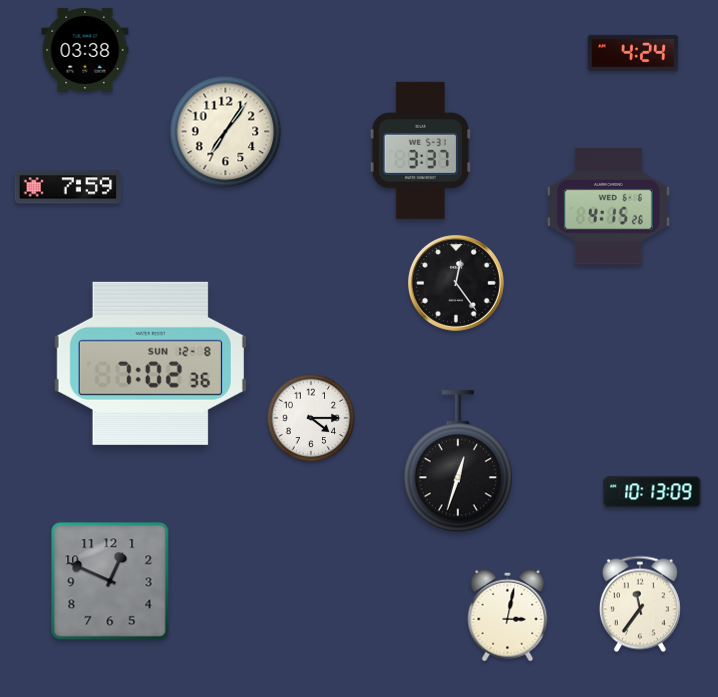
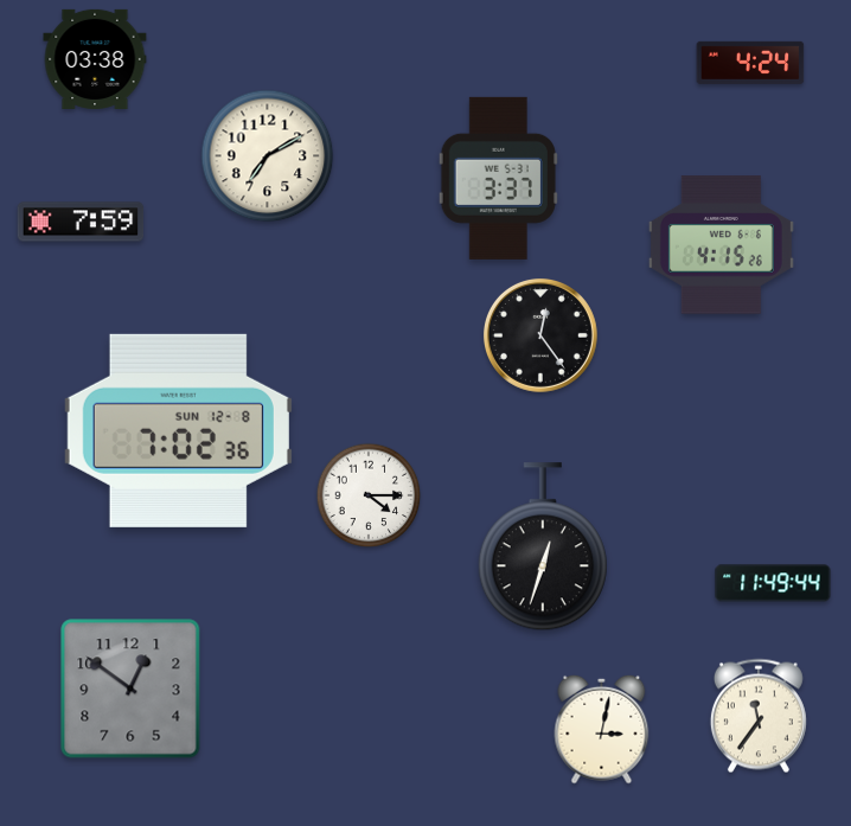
clock at (85, 50) position: (85, 50) -> (95, 59)
clock at (226, 132): 7:06 -> 7:10
clock at (652, 492): 10:13 -> 11:49
clock at (110, 581): 12:49 -> 12:51
